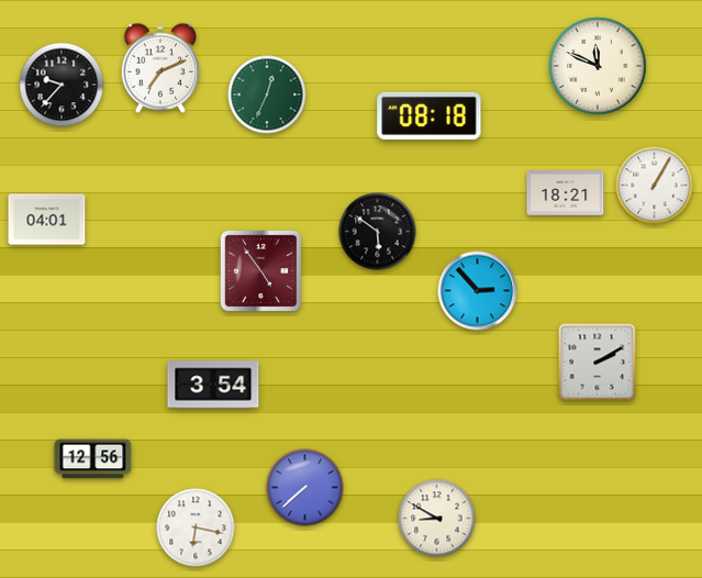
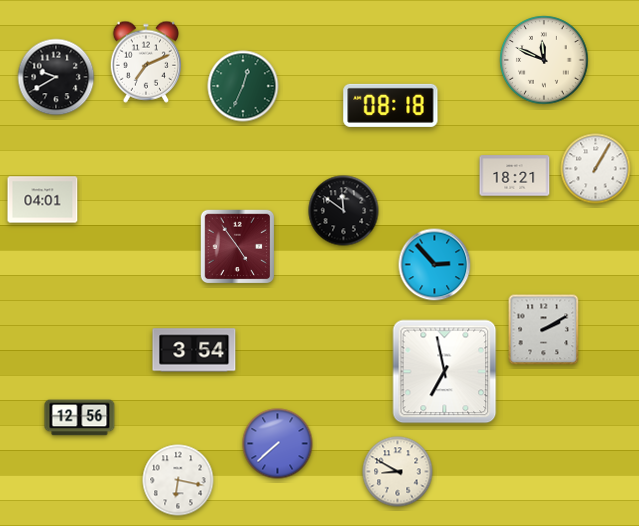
clock at (62, 85): 9:37 -> 9:40
clock at (378, 232): 5:51 -> 11:51
clock at (445, 372): none -> 6:58
clock at (93, 459) position: (93, 459) -> (80, 418)
